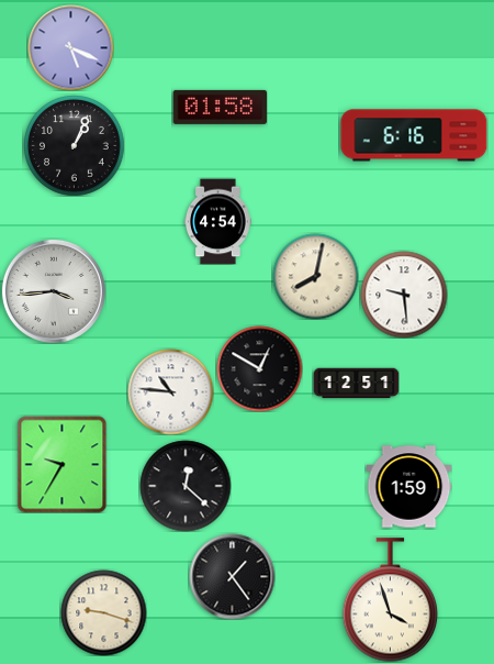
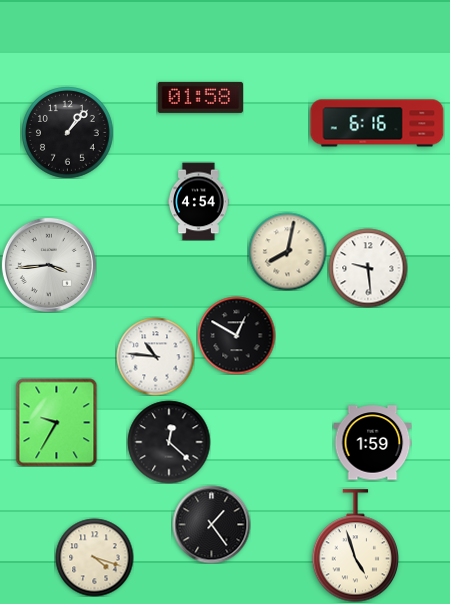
clock at (70, 47): 5:19 -> none
clock at (74, 145): 1:04 -> 1:07
clock at (356, 384): 12:51 -> none
clock at (391, 600): 3:57 -> 4:57
clock at (103, 612): 9:18 -> 4:18
